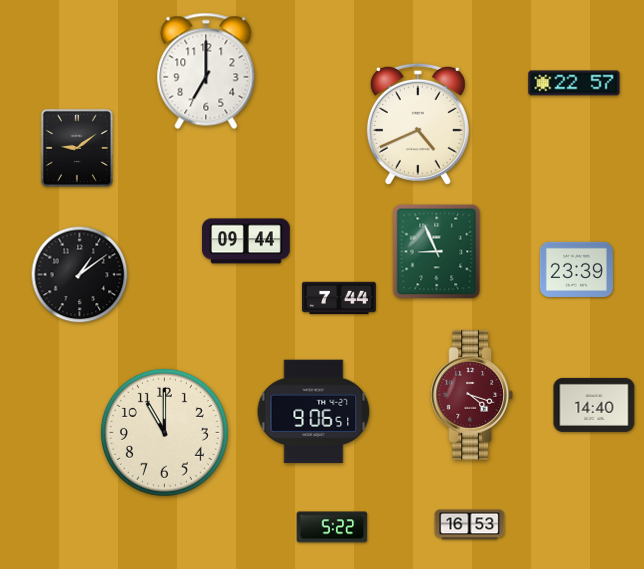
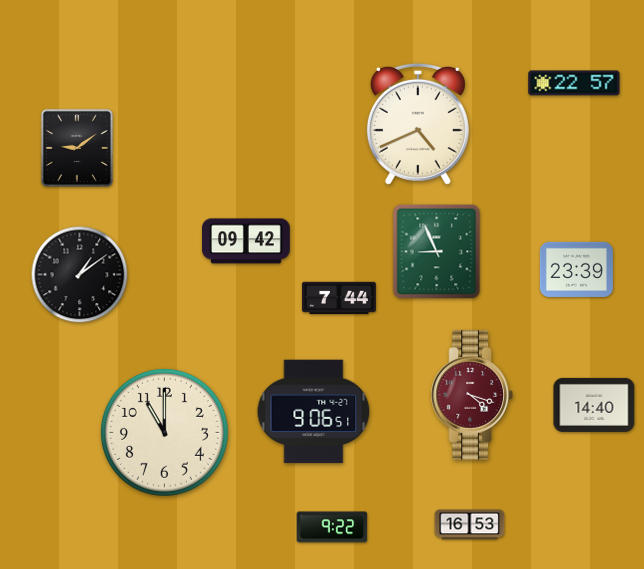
clock at (206, 71): 7:00 -> none
clock at (247, 241): 09:44 -> 09:42
clock at (332, 527): 5:22 -> 9:22
